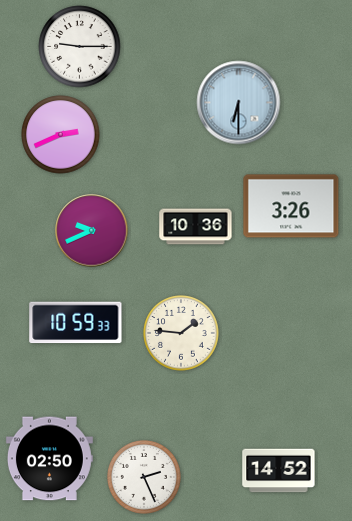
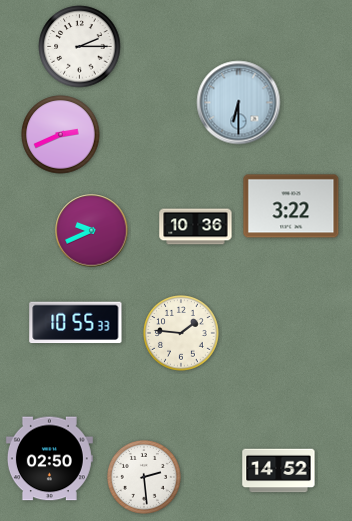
clock at (80, 47): 9:15 -> 2:15
clock at (291, 206): 3:26 -> 3:22
clock at (76, 323): 10:59 -> 10:55
clock at (144, 477): 2:26 -> 2:29
